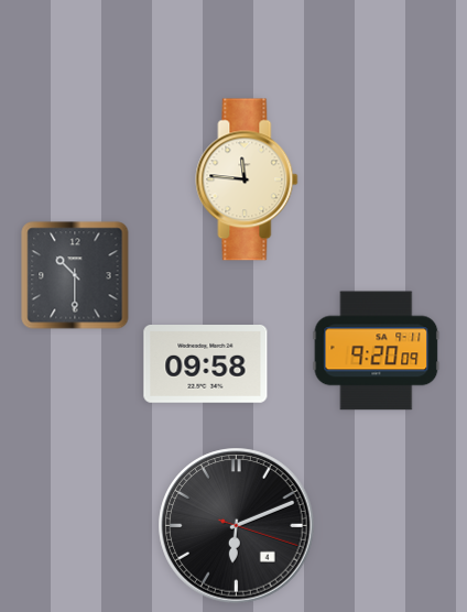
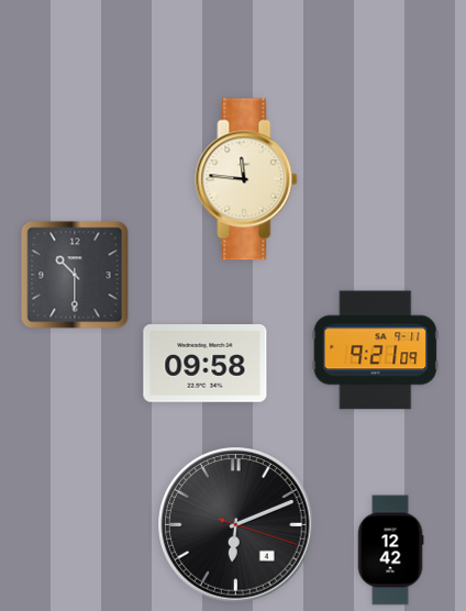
clock at (377, 351): 9:20 -> 9:21
clock at (390, 551): none -> 12:42
